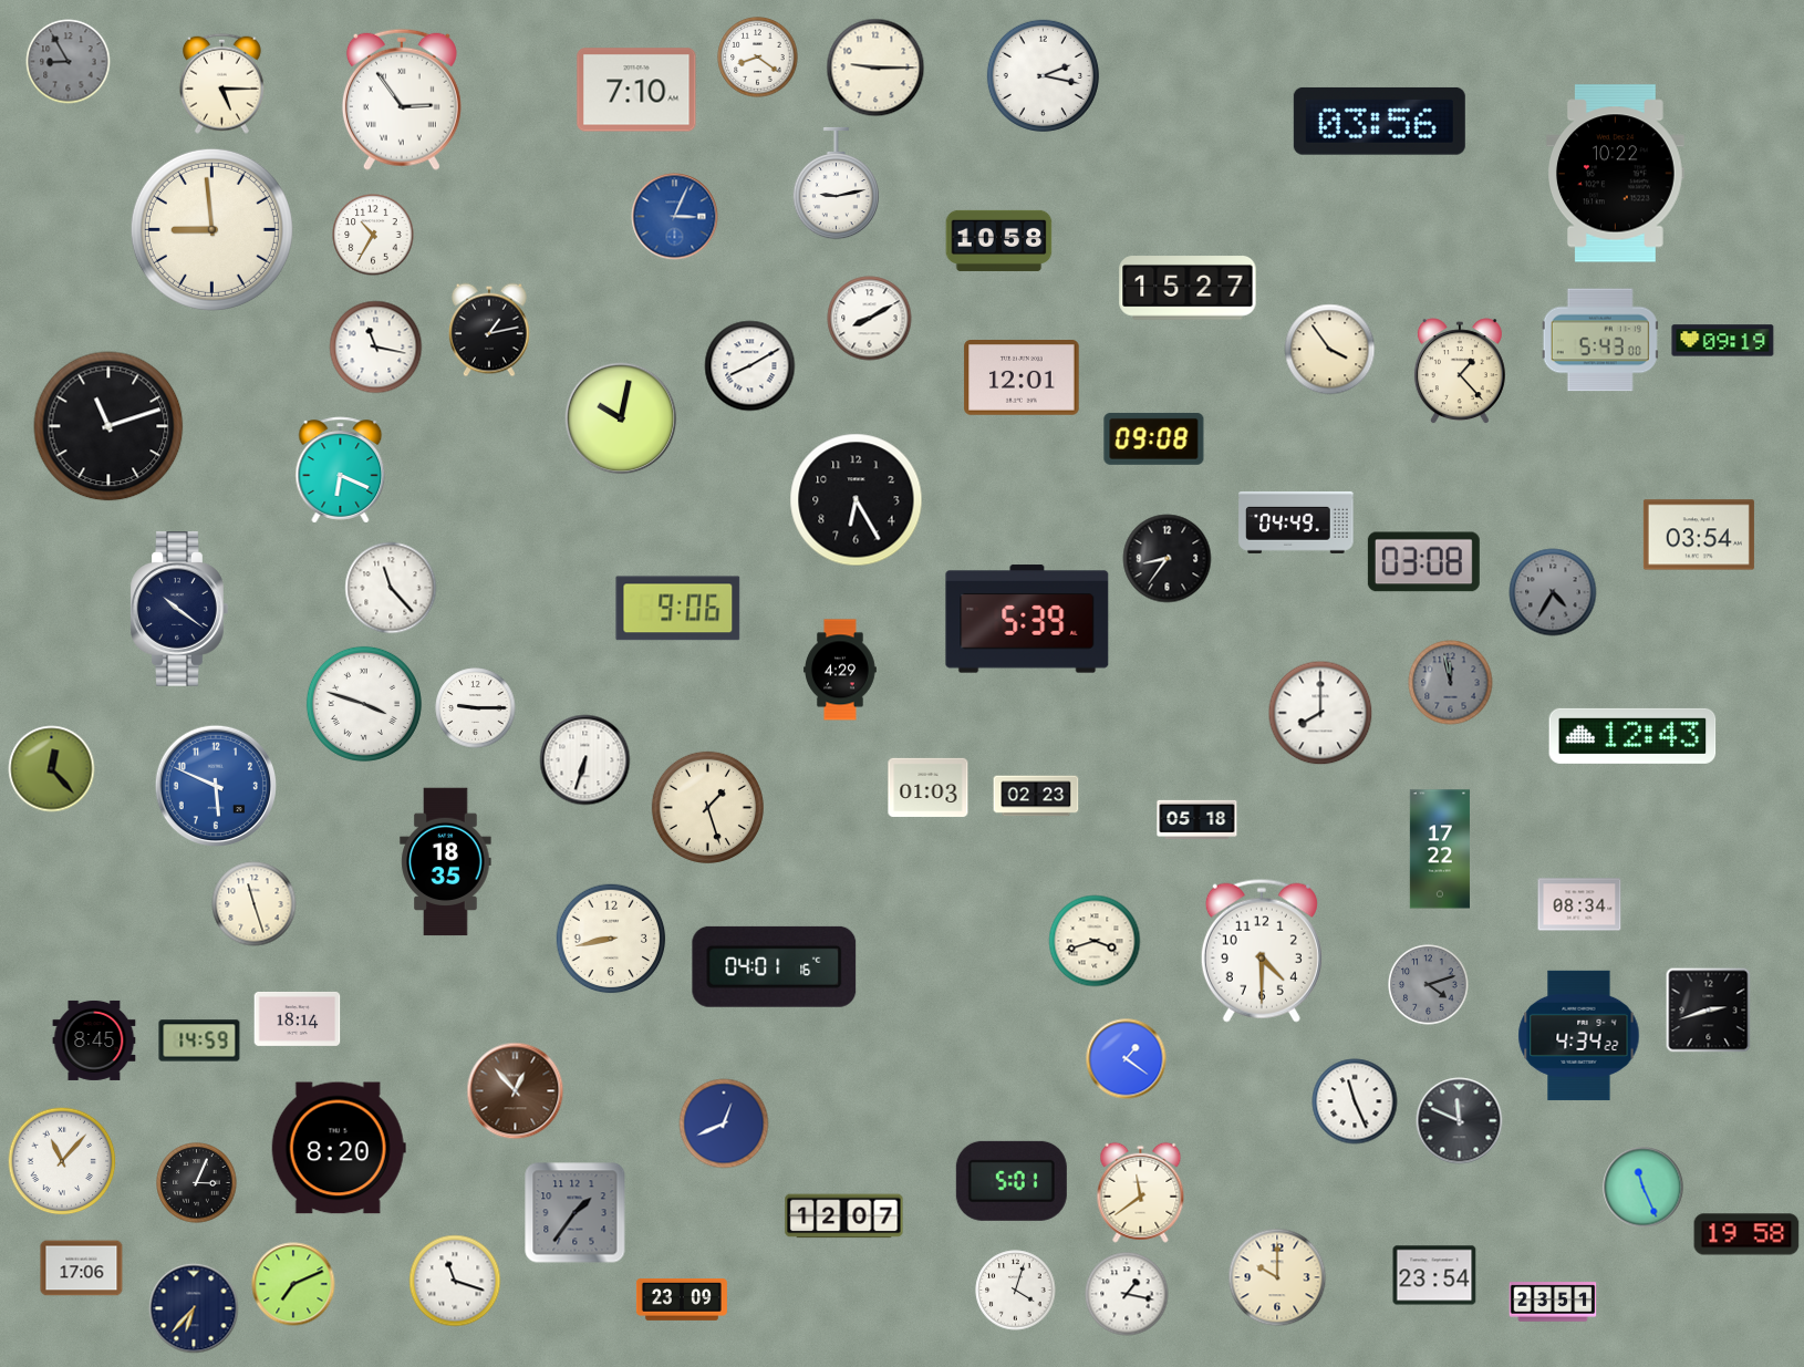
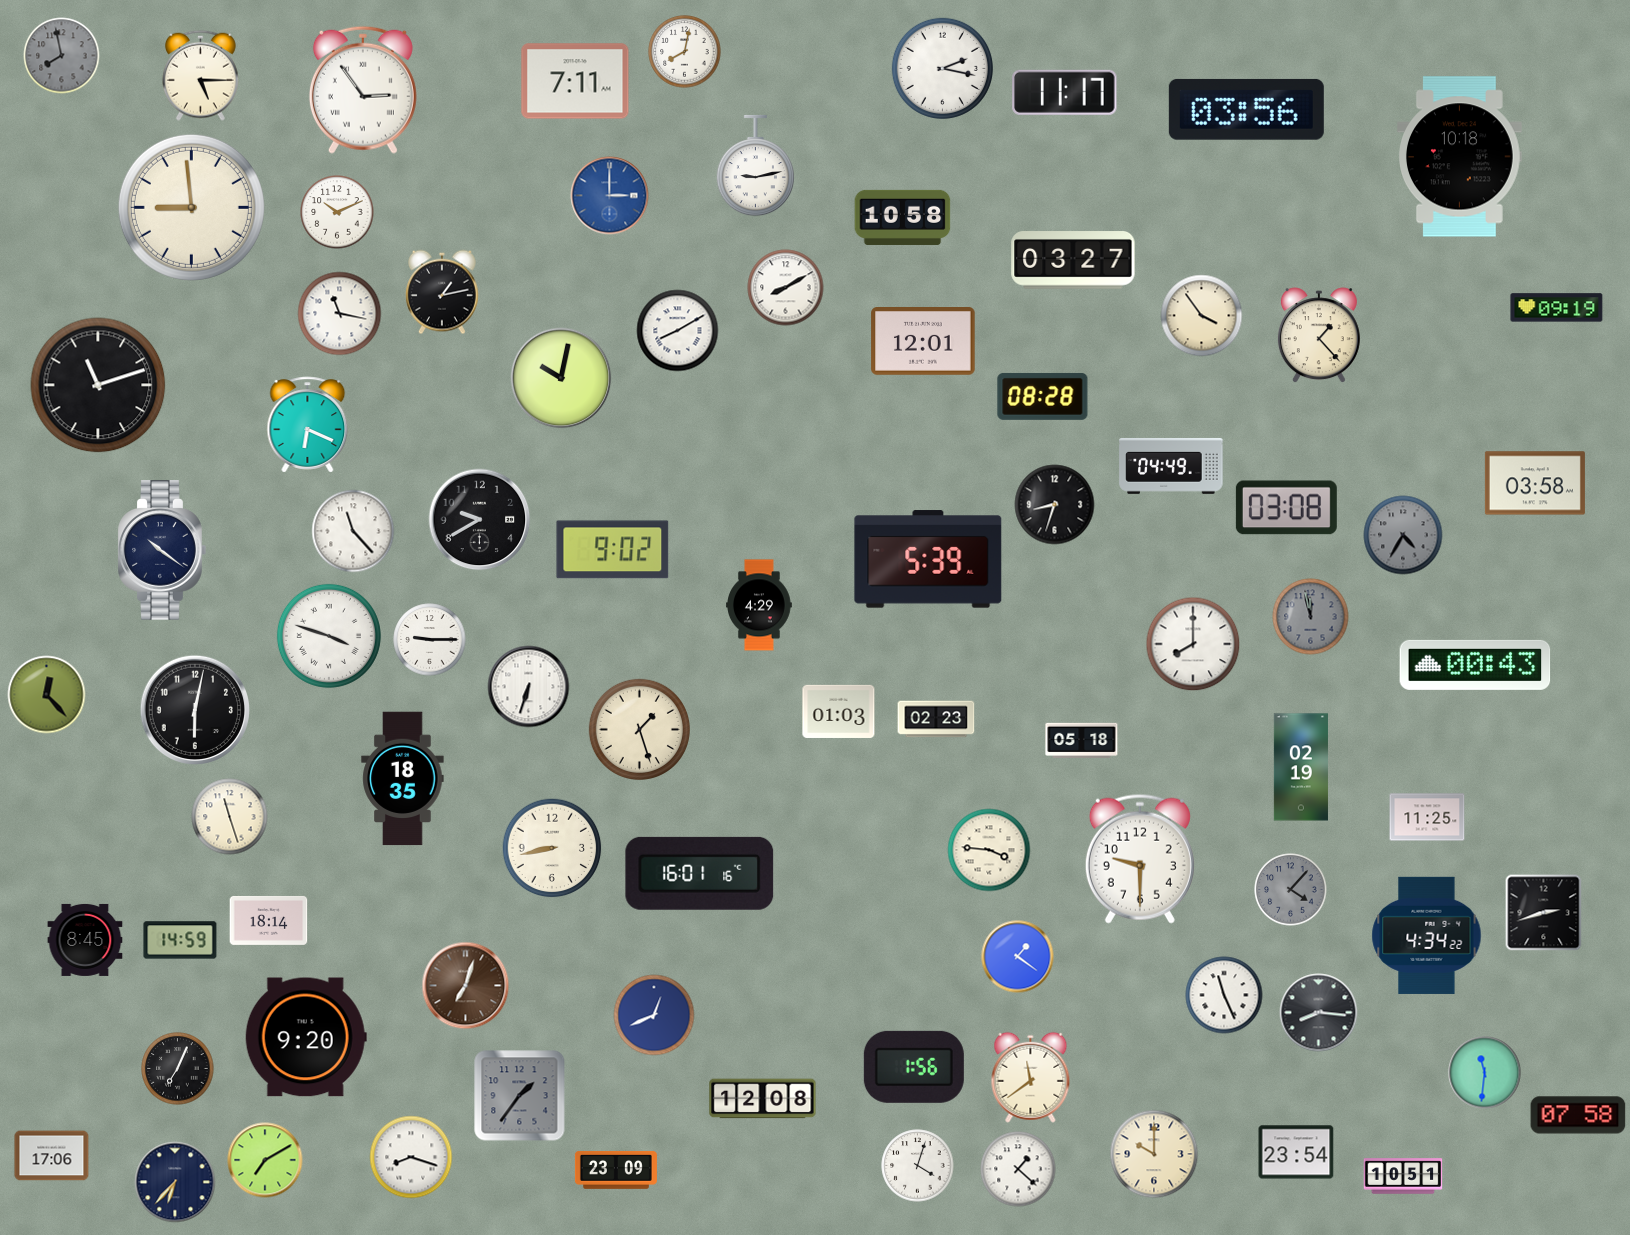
clock at (758, 58): 8:21 -> 8:02
clock at (69, 62): 8:55 -> 7:58
clock at (875, 68): 9:15 -> none
clock at (636, 90): 7:10 -> 7:11
clock at (1065, 92): none -> 11:17
clock at (1616, 174): 10:22 -> 10:18
clock at (675, 217): 3:04 -> 3:00
clock at (373, 235): 10:35 -> 10:11
clock at (1188, 288): 15:27 -> 03:27
clock at (490, 330) position: (490, 330) -> (443, 292)
clock at (1600, 340): 5:43 -> none
clock at (1154, 438): 09:08 -> 08:28
clock at (857, 500): 6:25 -> none
clock at (1296, 522) position: (1296, 522) -> (1171, 466)
clock at (1699, 535): 03:54 -> 03:58
clock at (1168, 559): 8:36 -> 8:33
clock at (480, 520): none -> 9:40
clock at (678, 609): 9:06 -> 9:02
clock at (1632, 736): 12:43 -> 00:43
clock at (215, 785): 5:49 -> 6:02
clock at (215, 785) dial: blue -> black
clock at (1439, 849): 17:22 -> 02:19
clock at (1579, 904): 08:34 -> 11:25
clock at (1095, 941): 3:42 -> 3:46
clock at (1262, 951): 4:30 -> 9:30
clock at (775, 966): 04:01 -> 16:01
clock at (1429, 985): 4:12 -> 4:07
clock at (516, 1091): 12:53 -> 7:03
clock at (1460, 1121): 11:49 -> 8:16
clock at (339, 1148): 8:20 -> 9:20
clock at (62, 1161): 11:07 -> none
clock at (1012, 1181): 5:01 -> 1:56
clock at (197, 1183): 3:04 -> 7:04
clock at (1644, 1188): 11:26 -> 11:31
clock at (844, 1216): 12:07 -> 12:08
clock at (1746, 1234): 19:58 -> 07:58
clock at (82, 1268) position: (82, 1268) -> (52, 1156)
clock at (455, 1281): 11:18 -> 8:18
clock at (293, 1284): 7:11 -> 7:10
clock at (1127, 1294): 1:17 -> 1:22
clock at (682, 1301) position: (682, 1301) -> (616, 1171)
clock at (1553, 1302): 23:51 -> 10:51
